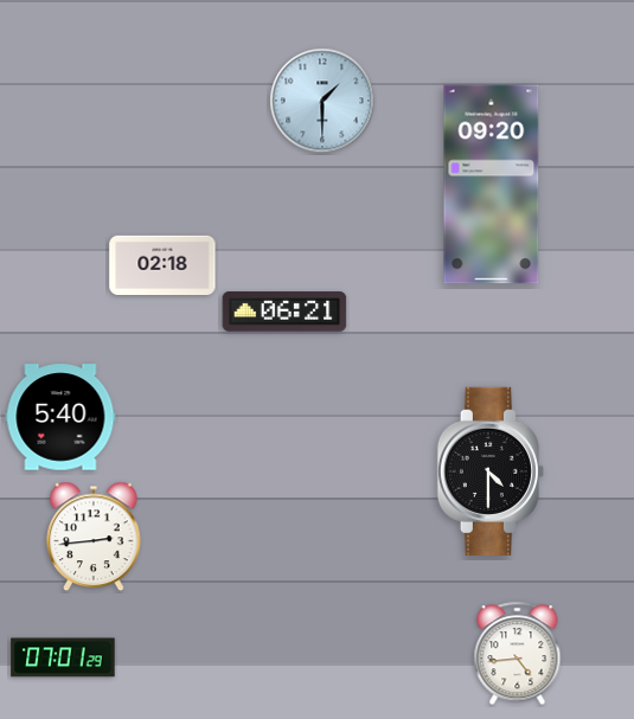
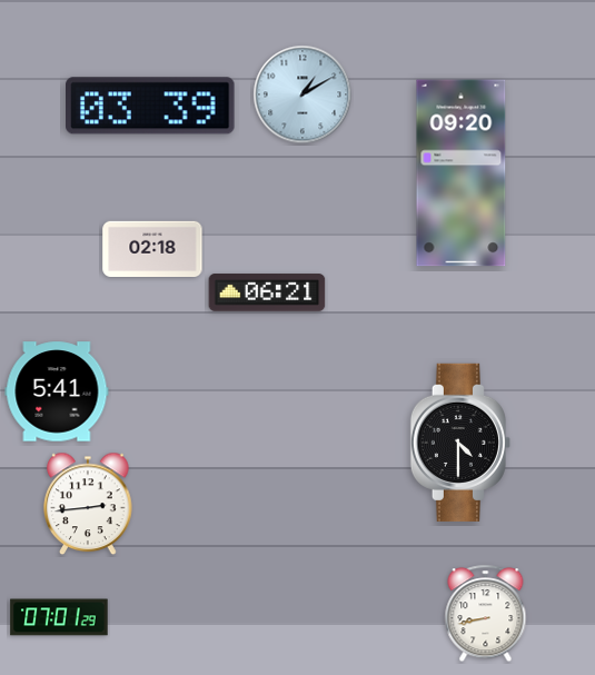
clock at (322, 101): 1:30 -> 1:10
clock at (151, 106): none -> 03:39
clock at (60, 417): 5:40 -> 5:41
clock at (518, 654): 4:44 -> 8:43
